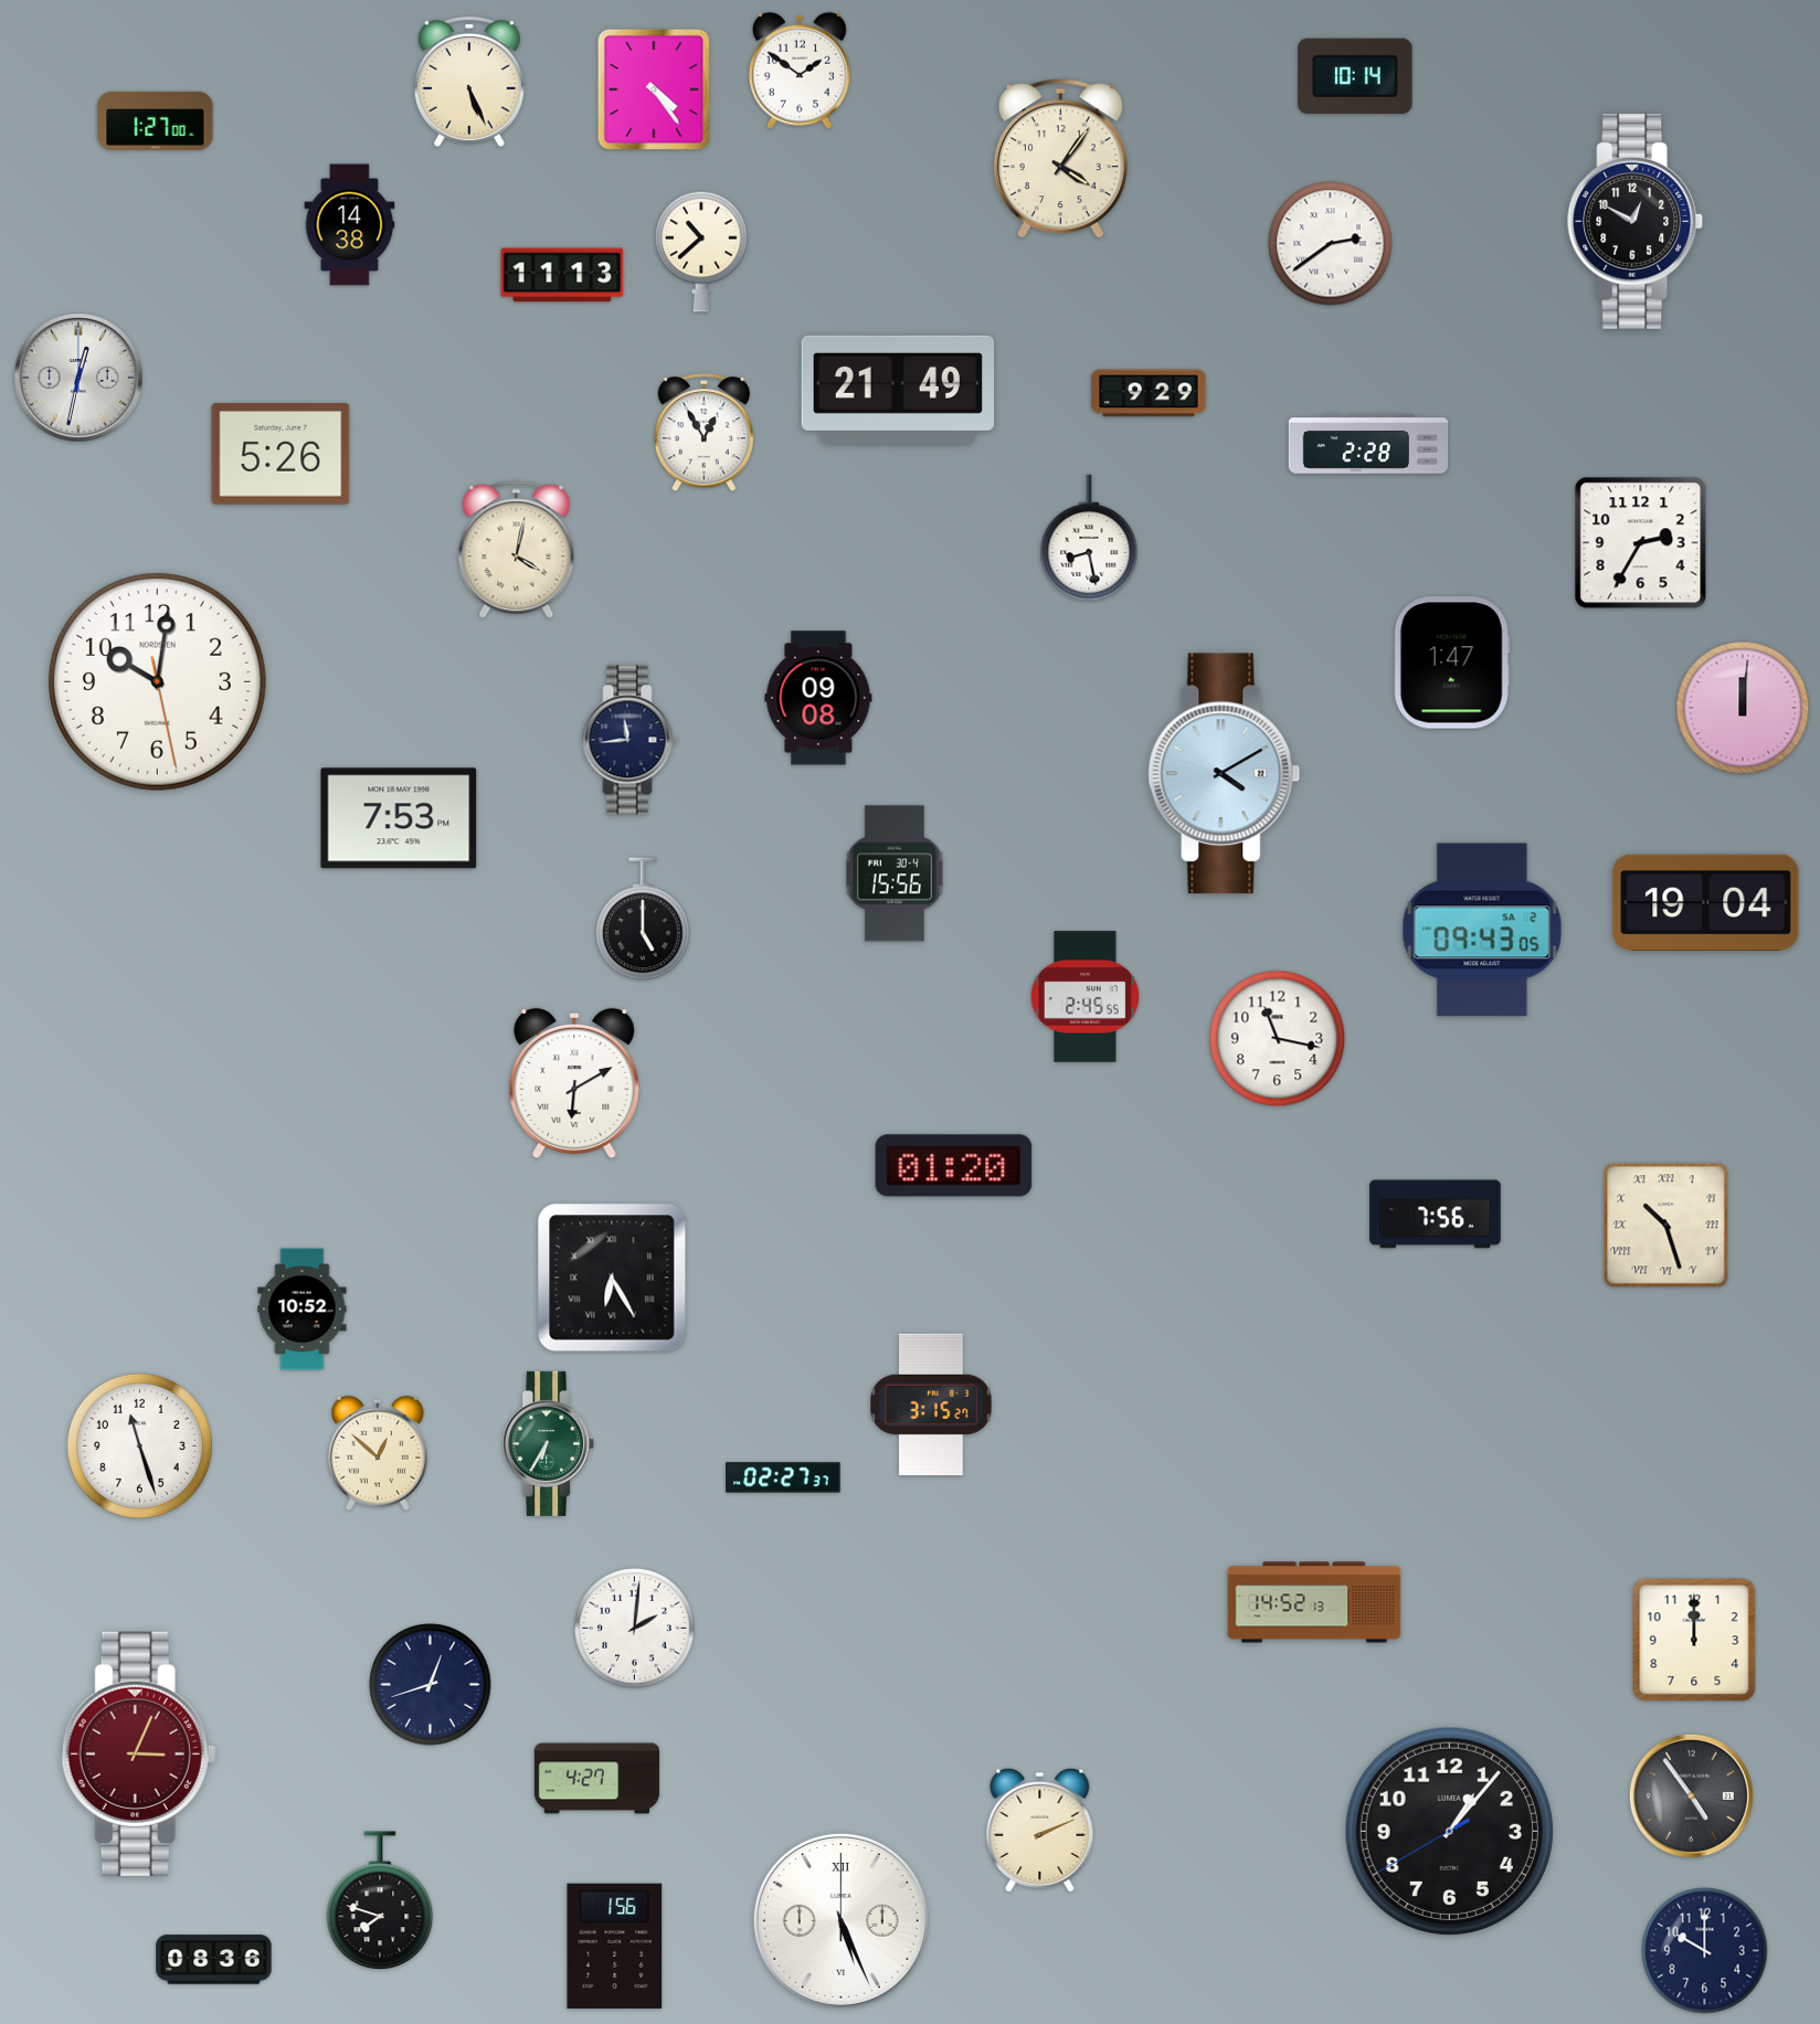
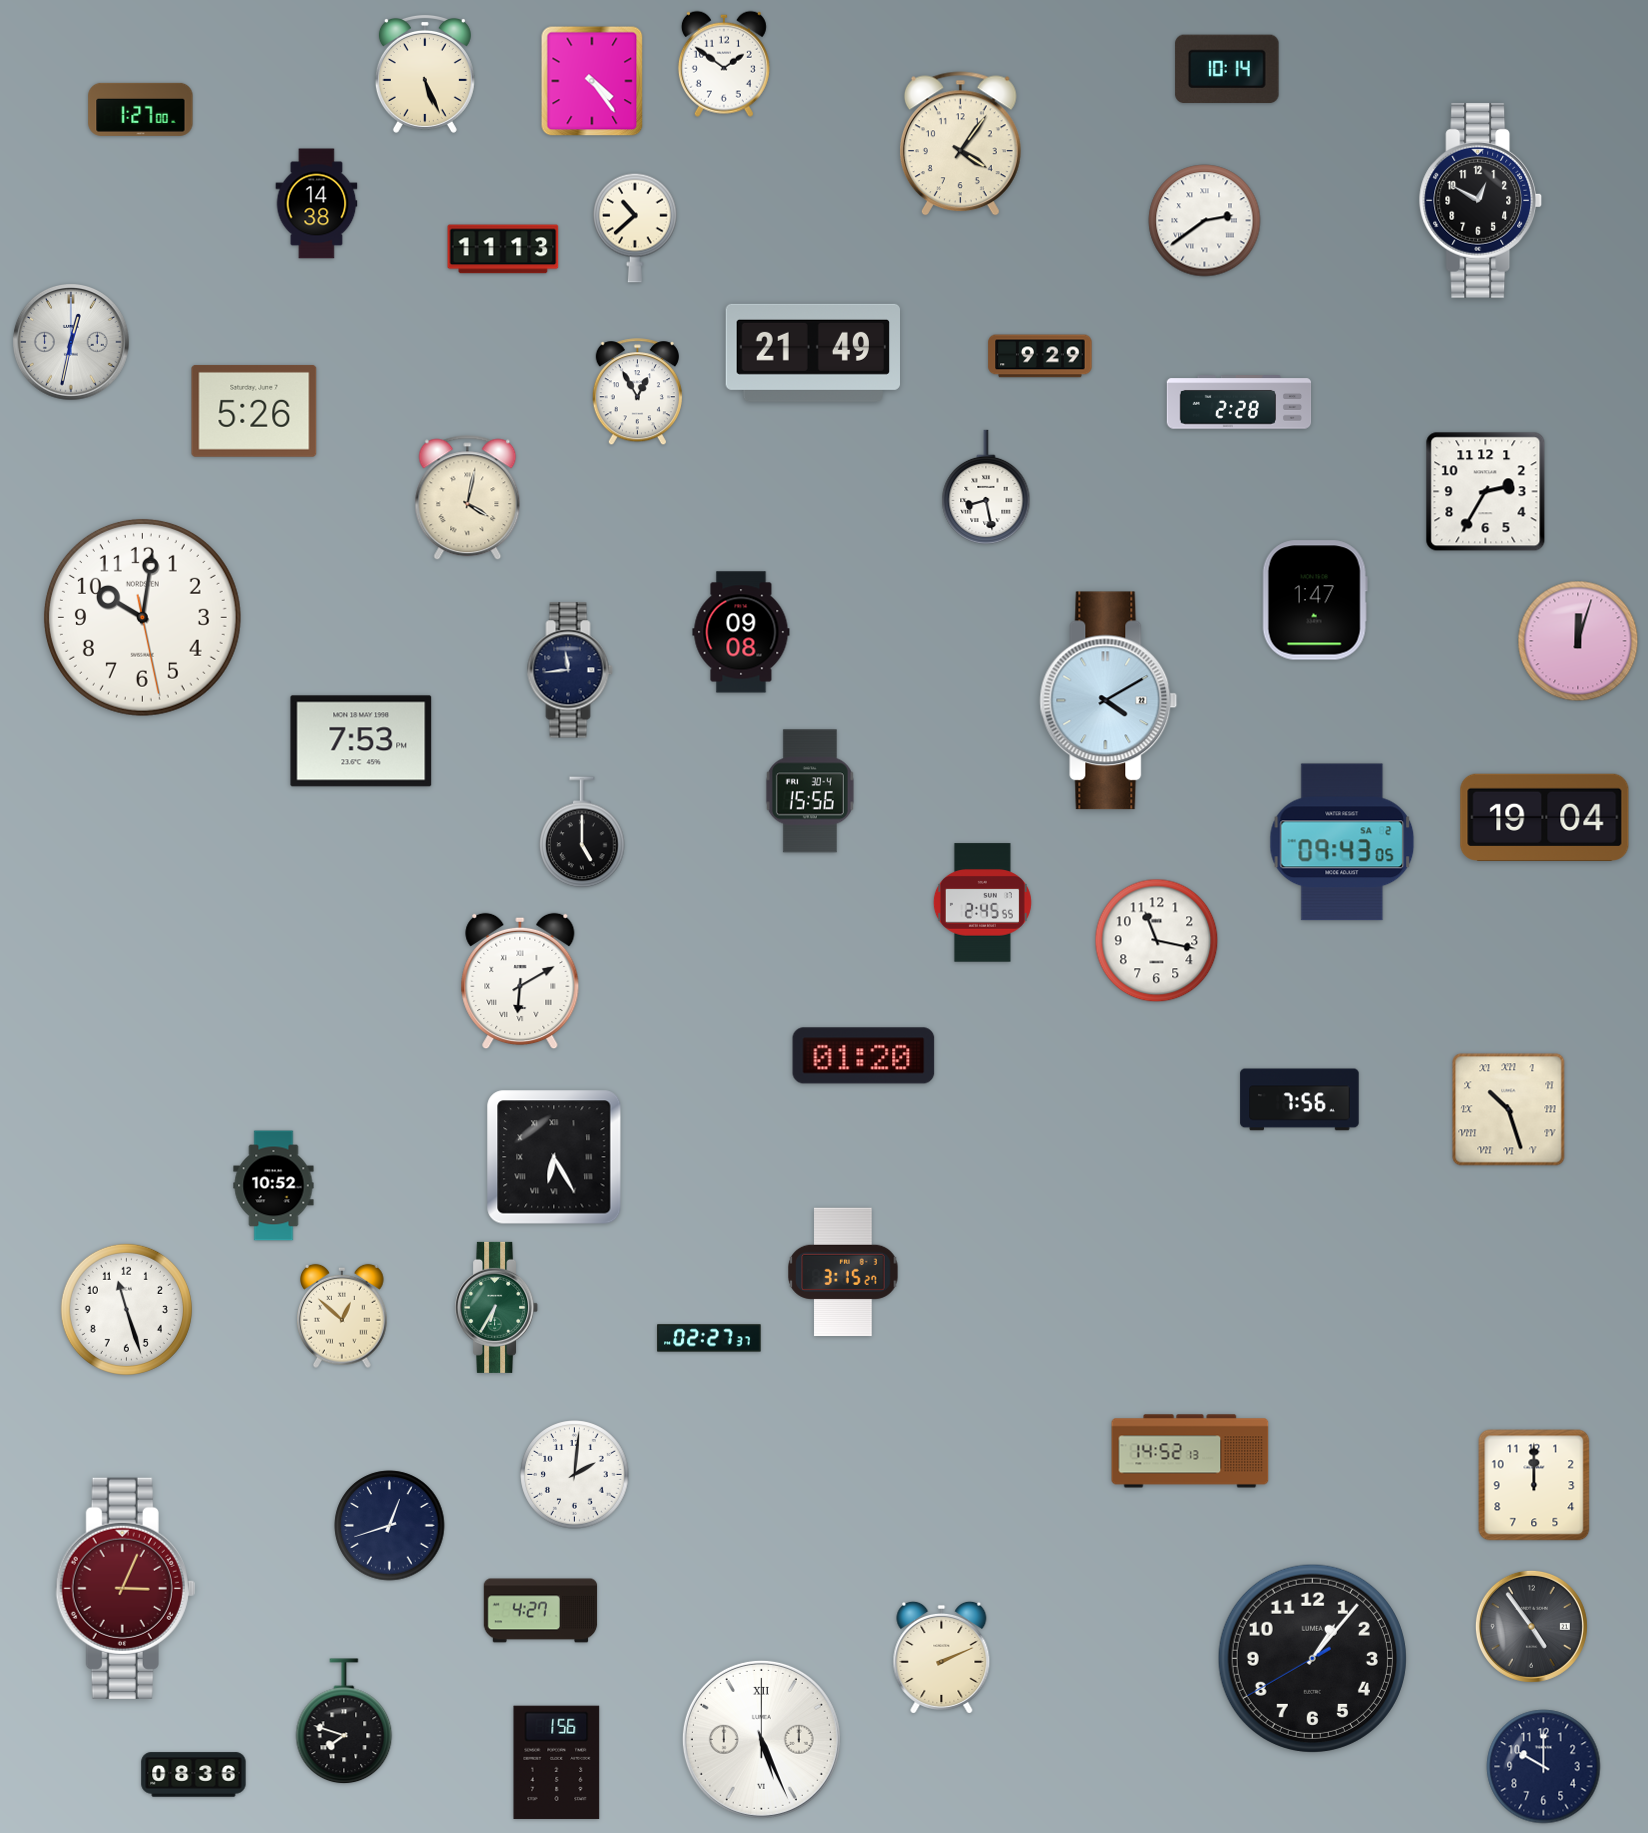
clock at (562, 275) position: (562, 275) -> (503, 249)
clock at (1743, 708): 12:01 -> 12:03
